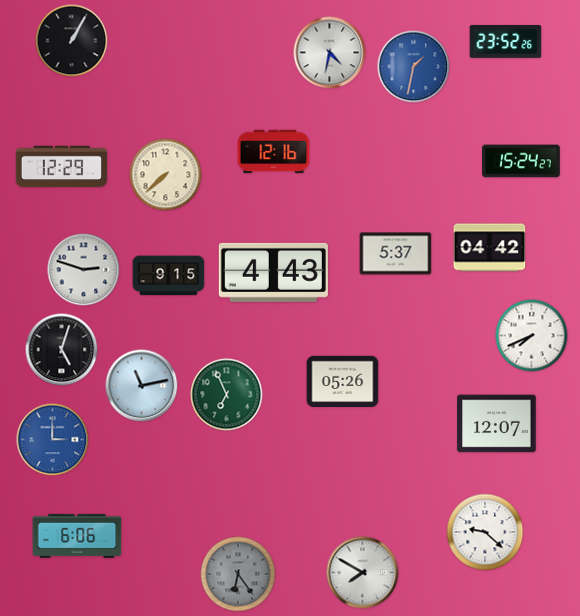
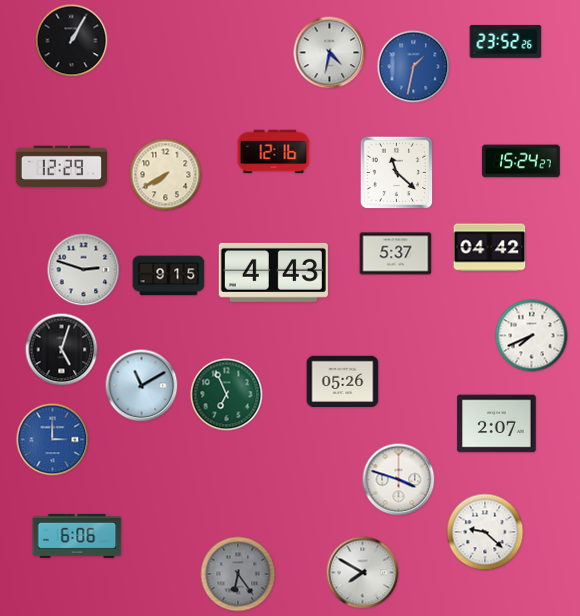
clock at (397, 173): none -> 11:22
clock at (166, 175): 7:38 -> 7:40
clock at (142, 386): 11:13 -> 11:10
clock at (497, 424): 12:07 -> 2:07
clock at (399, 480): none -> 3:48
